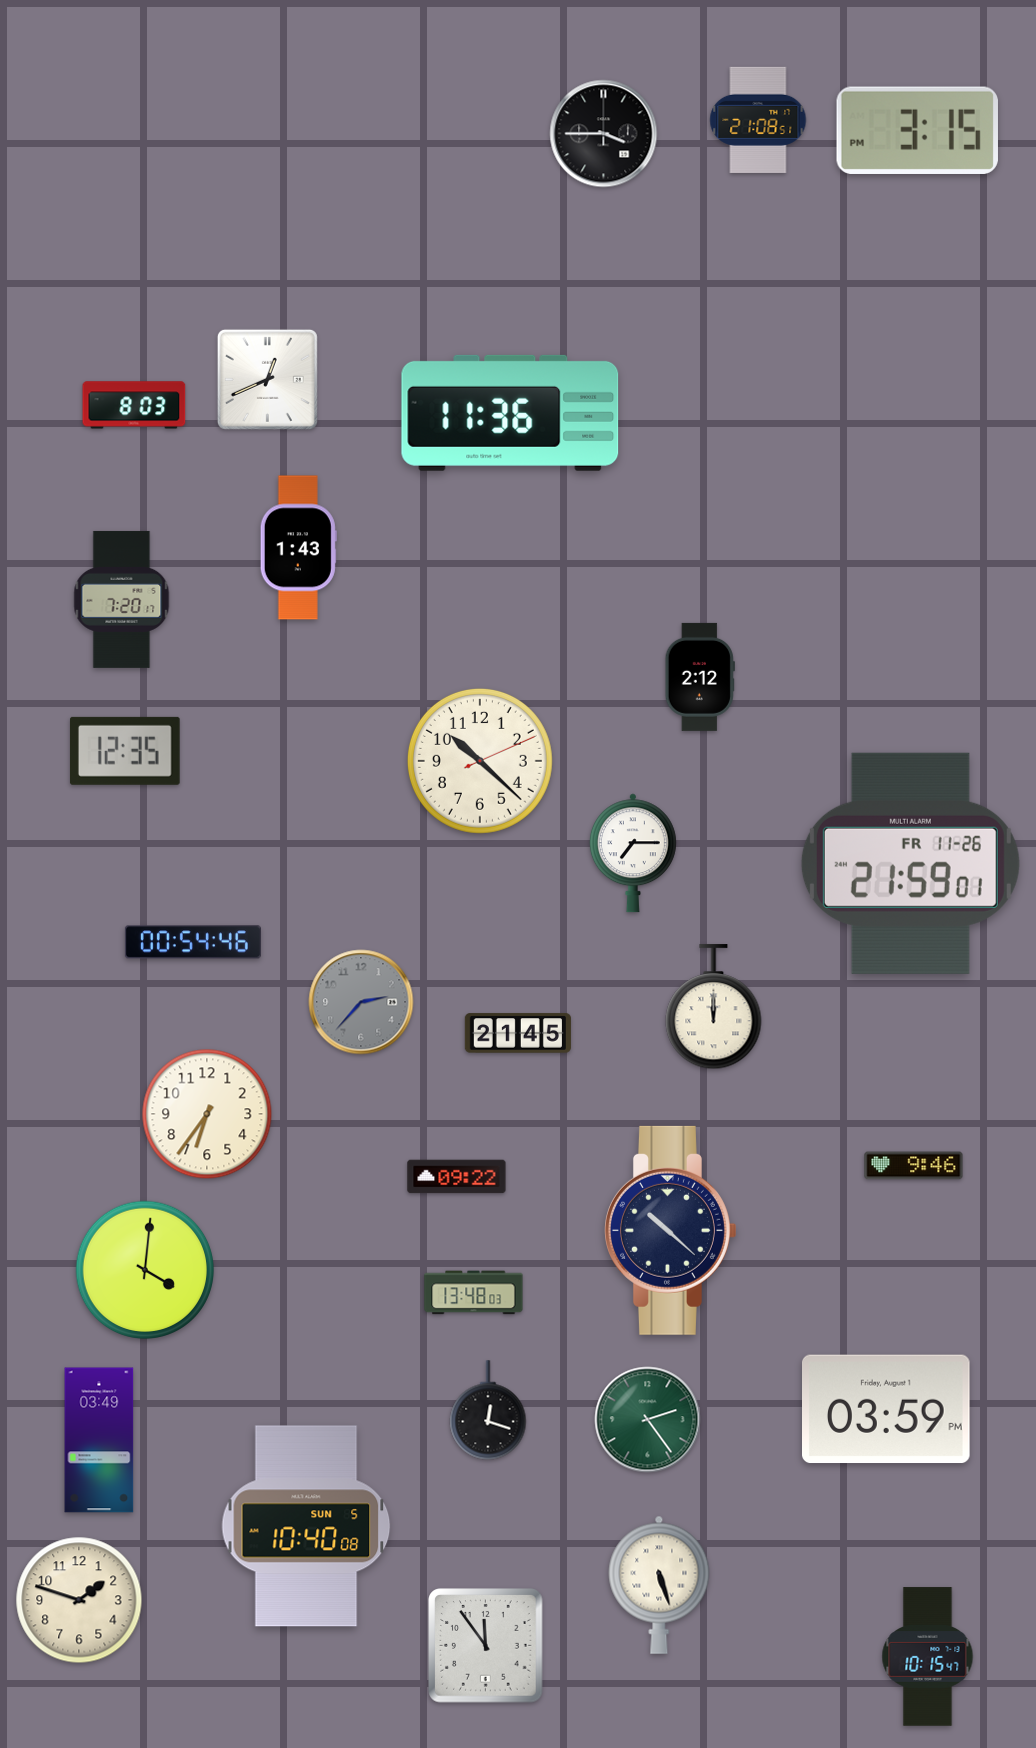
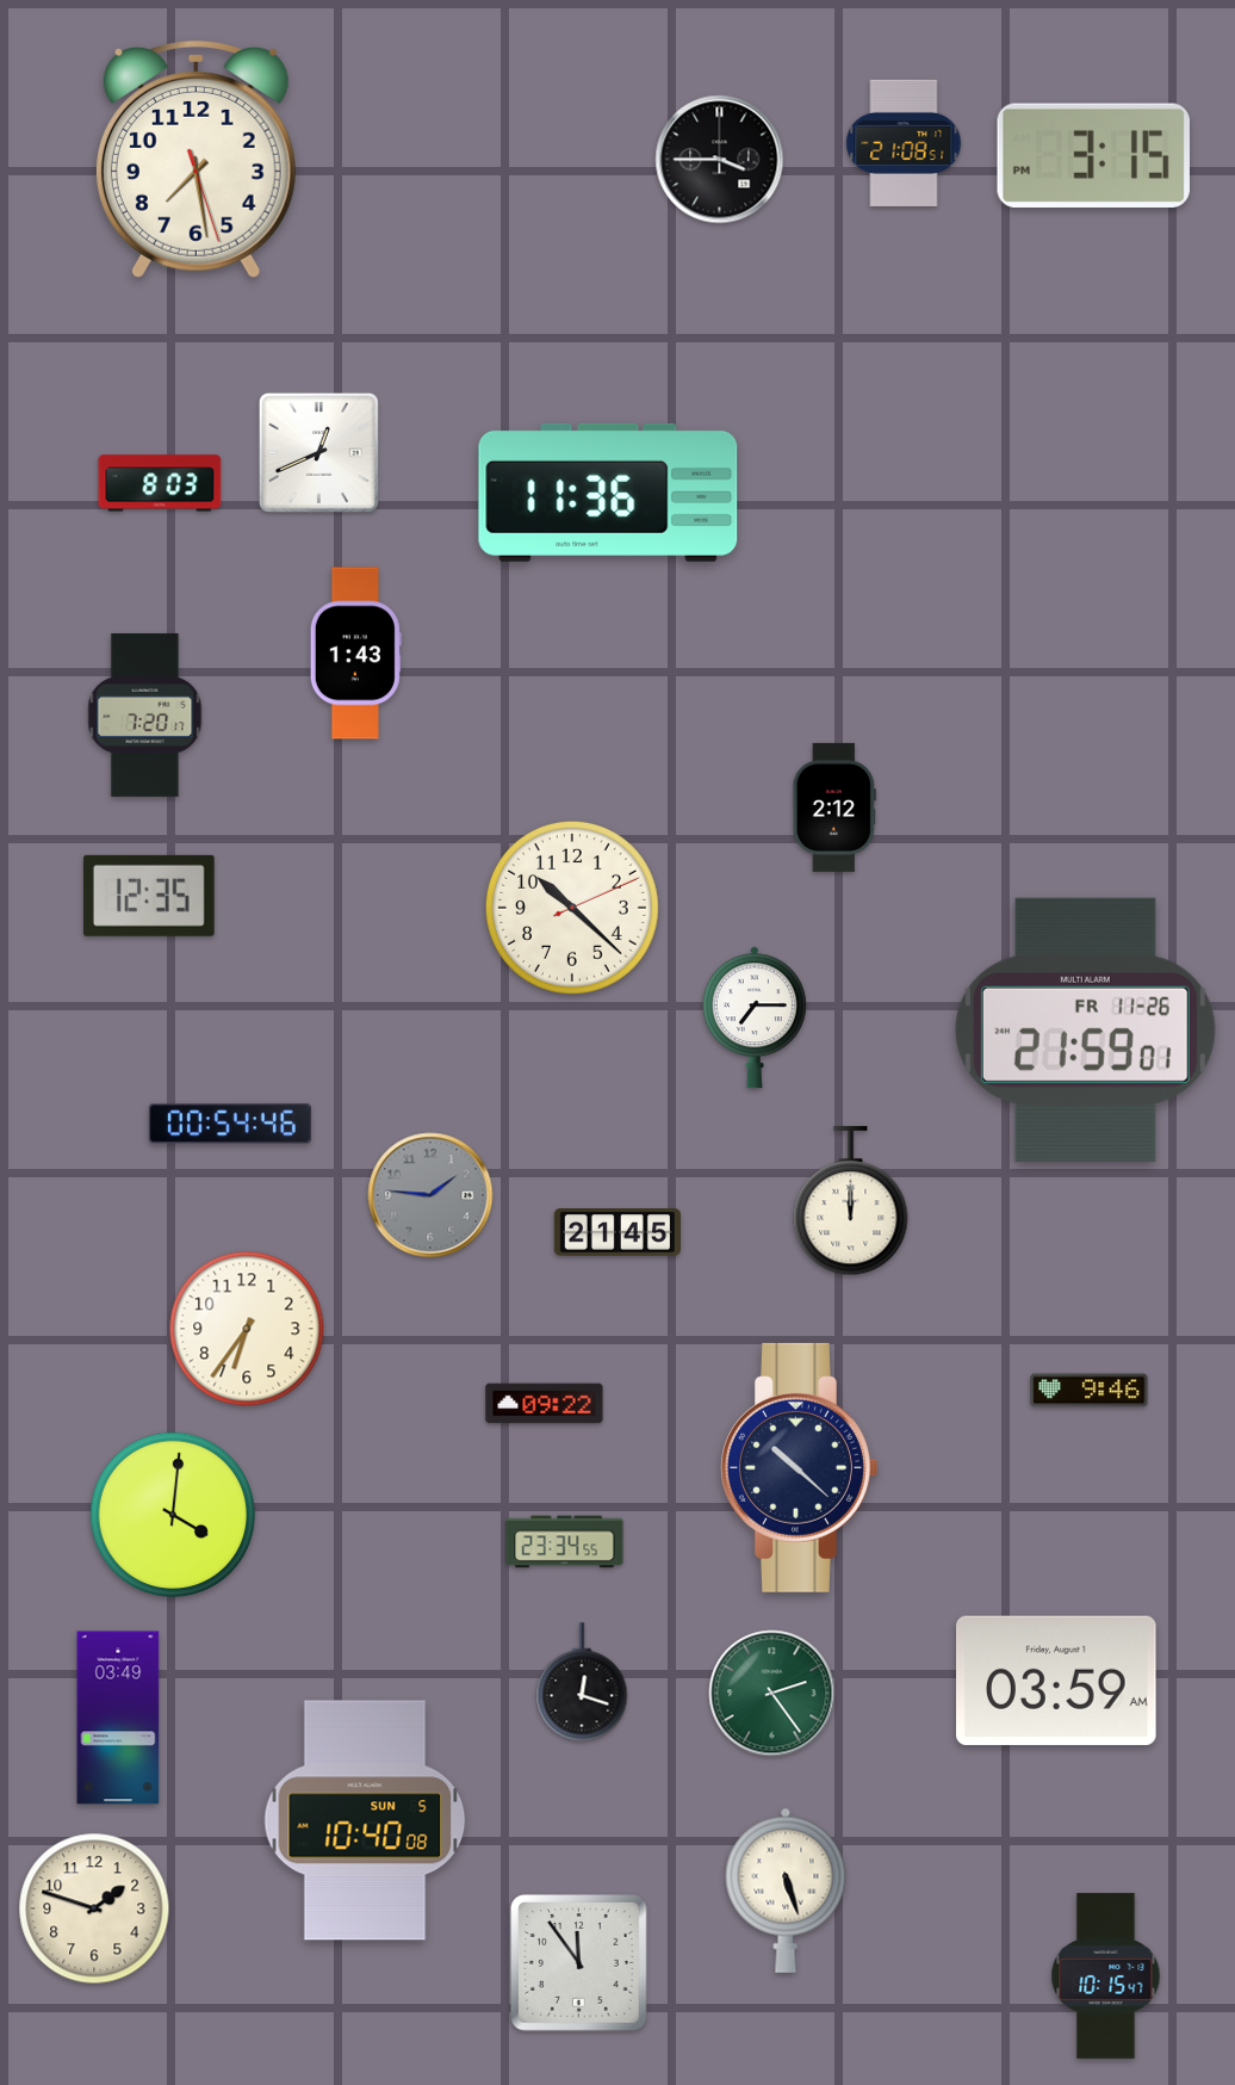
clock at (196, 159): none -> 7:28
clock at (361, 1002): 2:37 -> 1:46
clock at (474, 1293): 13:48 -> 23:34
clock at (887, 1409): 03:59 PM -> 03:59 AM
